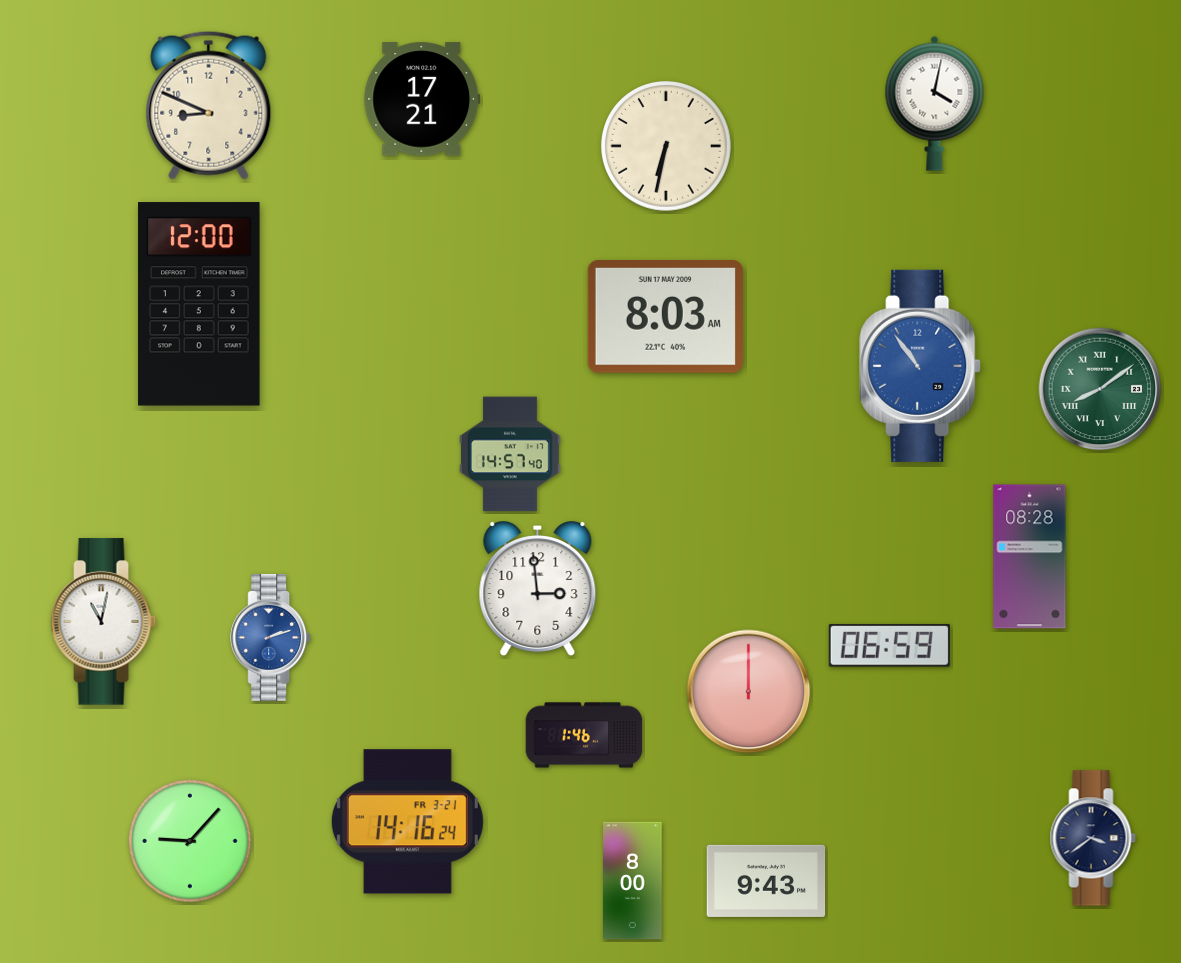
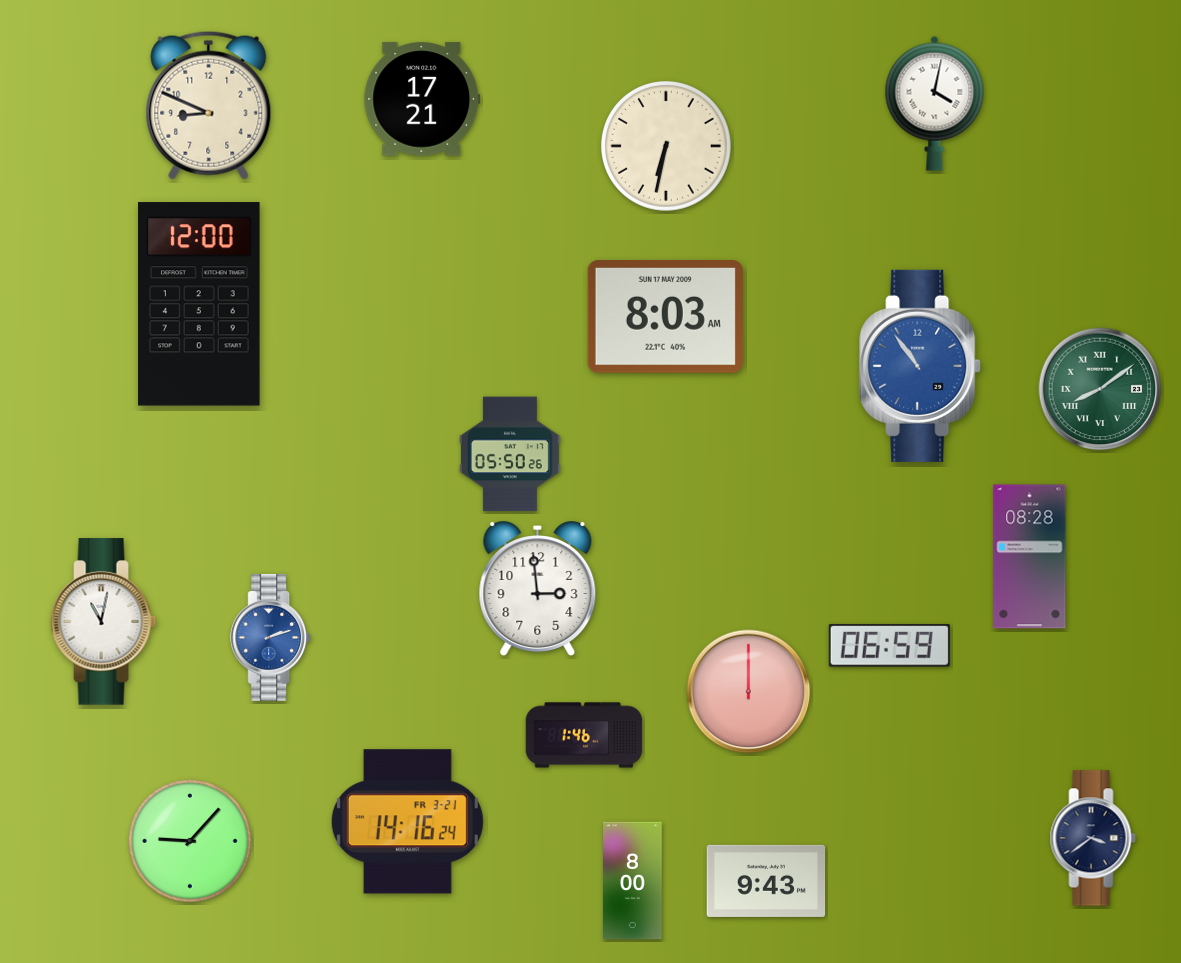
clock at (510, 454): 14:57 -> 05:50
